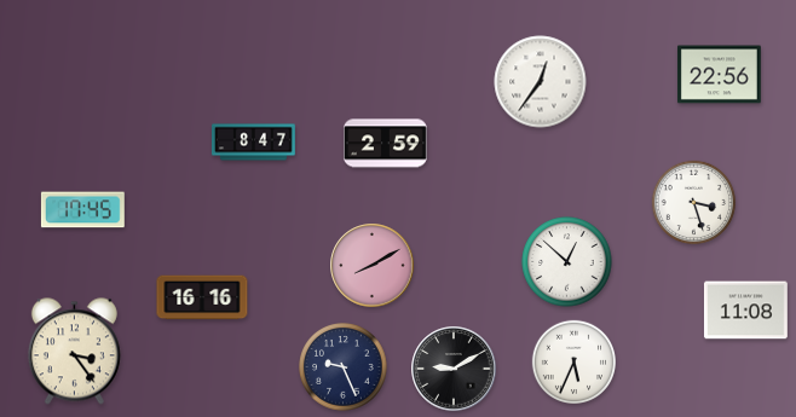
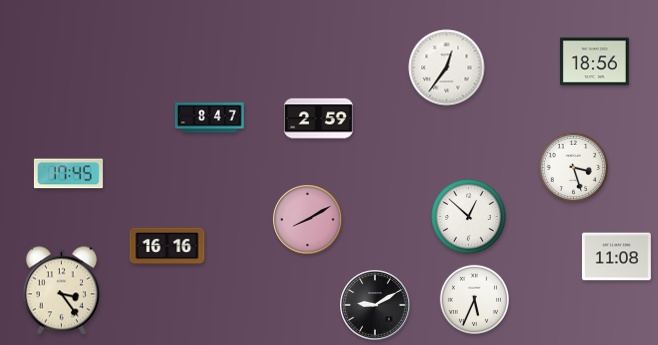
clock at (719, 75): 22:56 -> 18:56
clock at (344, 367): 9:26 -> none
